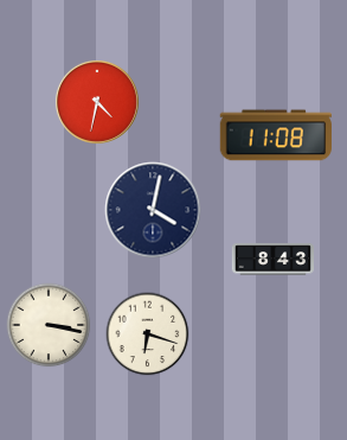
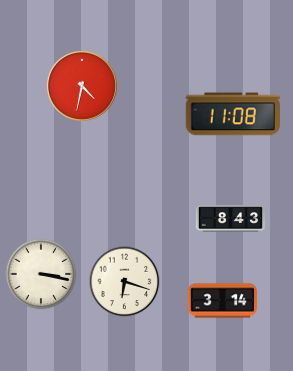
clock at (153, 210): 4:02 -> none
clock at (222, 301): none -> 3:14
